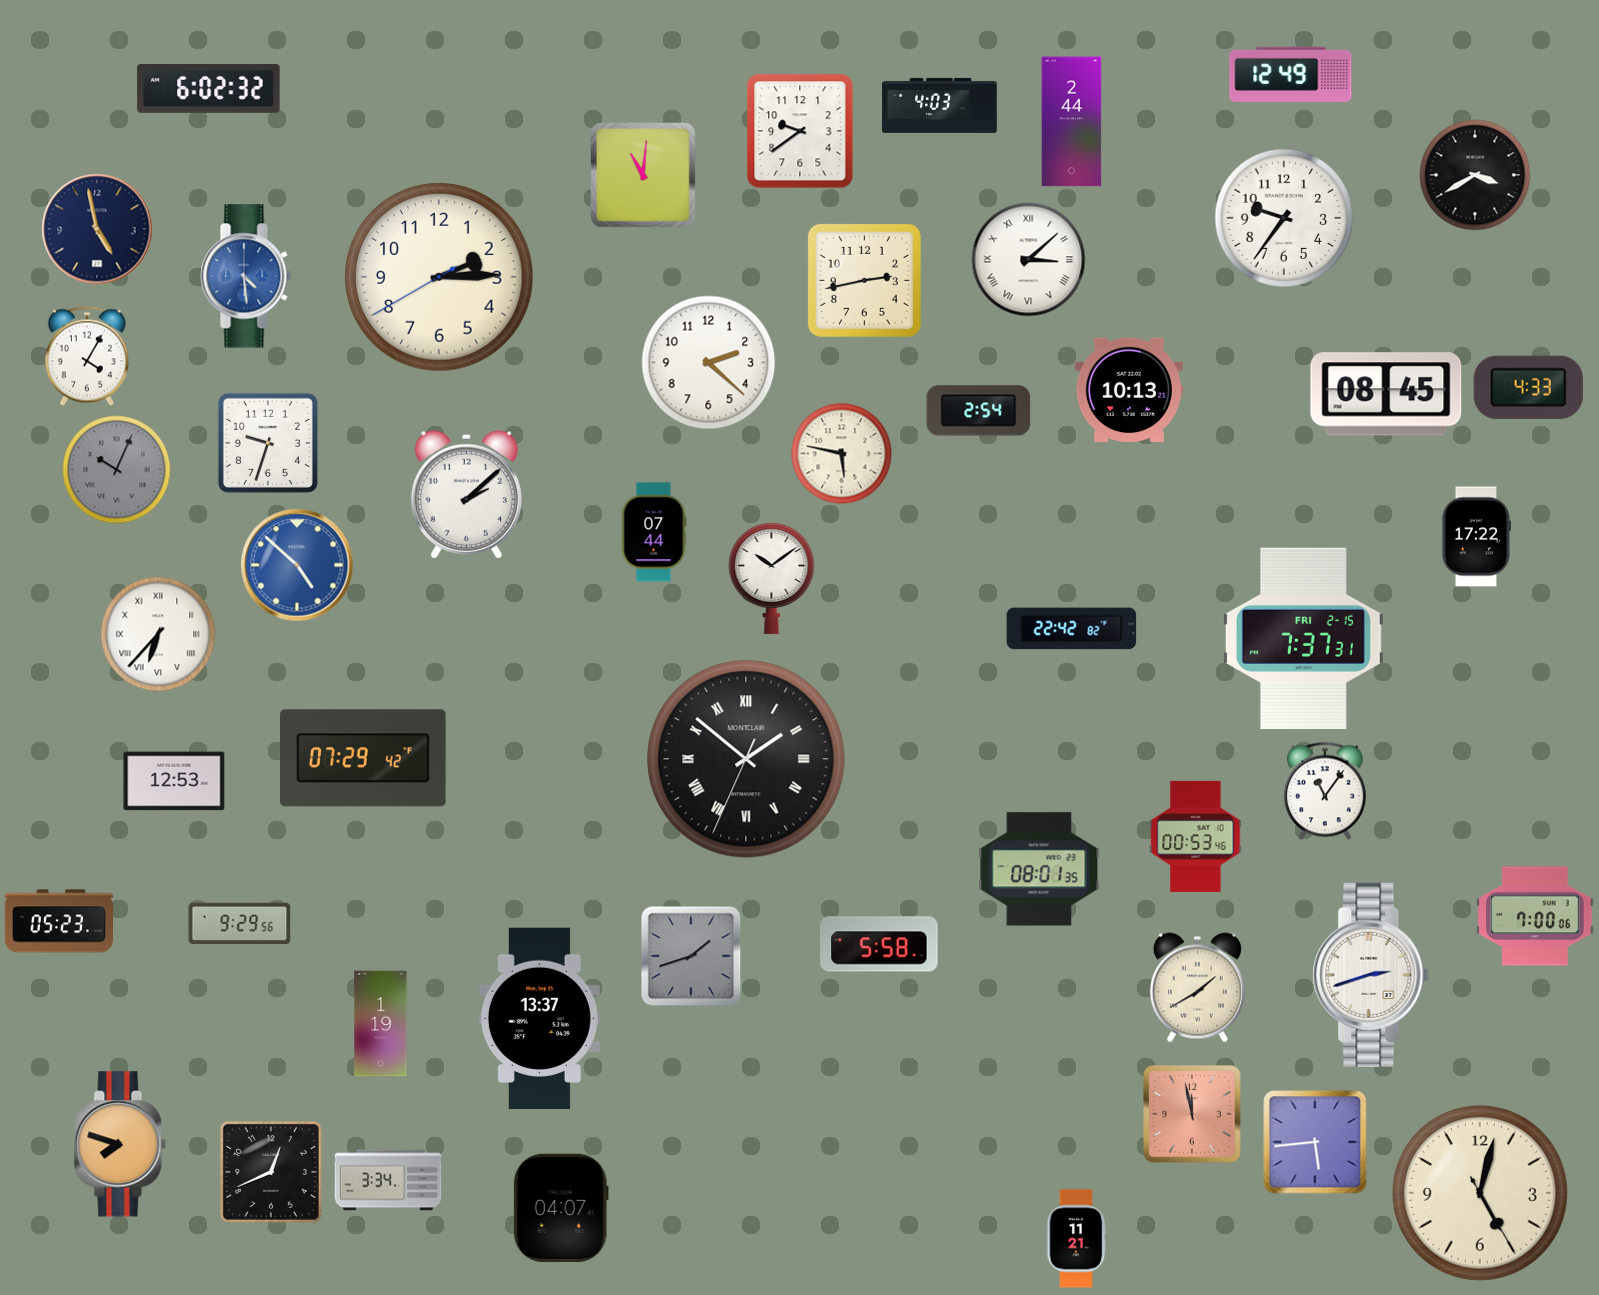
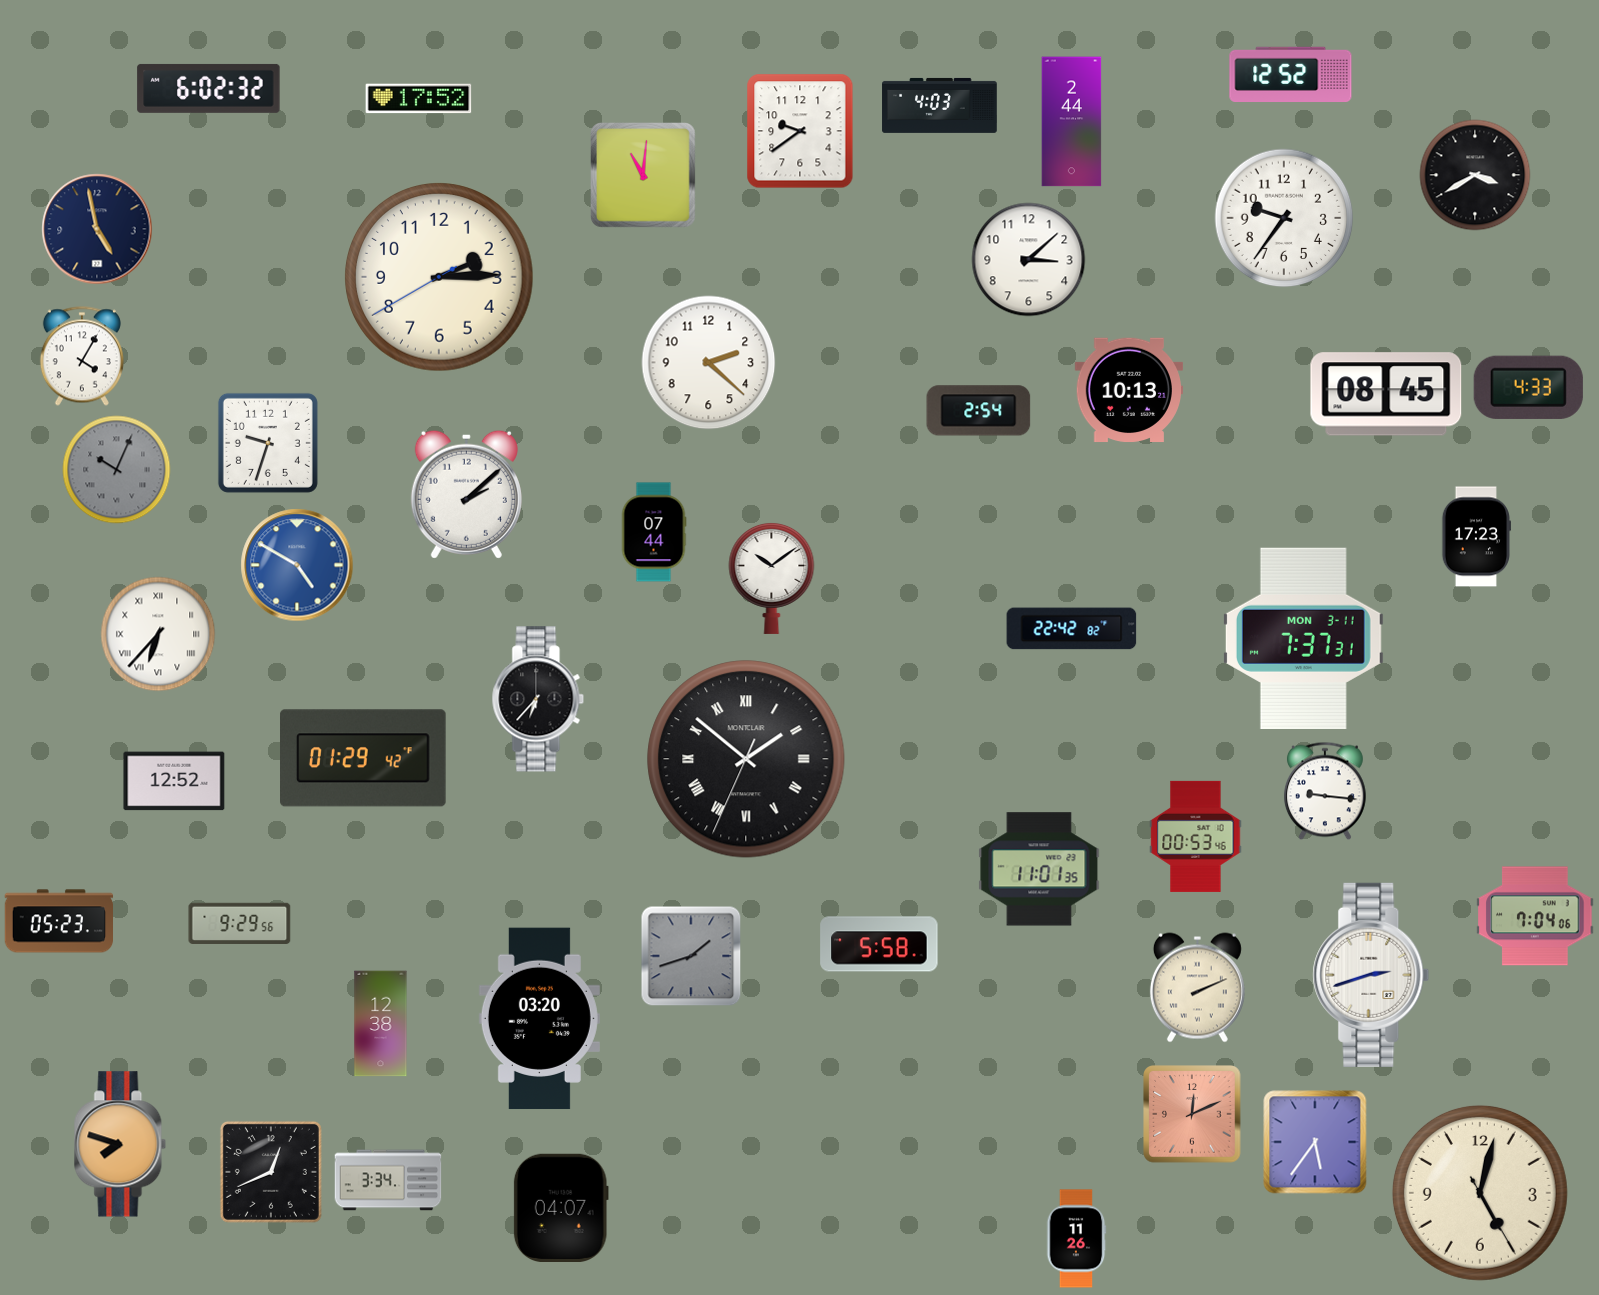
clock at (1291, 74): 12:49 -> 12:52
clock at (419, 99): none -> 17:52
clock at (1029, 260) numerals: Roman -> Arabic
clock at (246, 276): 4:29 -> none
clock at (864, 280): 2:43 -> none
clock at (87, 356) position: (87, 356) -> (82, 356)
clock at (842, 454): 5:47 -> none
clock at (1477, 537): 17:22 -> 17:23
clock at (297, 565): 4:52 -> 4:50
clock at (1303, 638) date: FRI 2-15 -> MON 3-11
clock at (538, 699): none -> 6:37
clock at (363, 758): 07:29 -> 01:29
clock at (174, 781): 12:53 -> 12:52
clock at (1325, 791): 11:06 -> 9:16
clock at (1039, 869): 08:01 -> 11:01
clock at (1535, 916): 7:00 -> 7:04
clock at (1197, 988): 1:40 -> 2:11
clock at (539, 1019): 13:37 -> 03:20
clock at (381, 1024): 1:19 -> 12:38
clock at (1192, 1114): 11:58 -> 12:11
clock at (1315, 1142): 5:44 -> 5:36
clock at (1076, 1239): 11:21 -> 11:26
